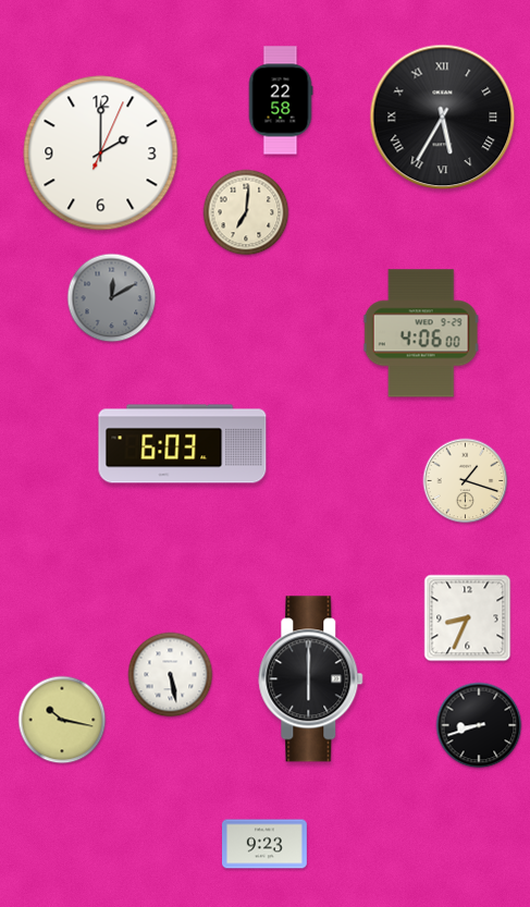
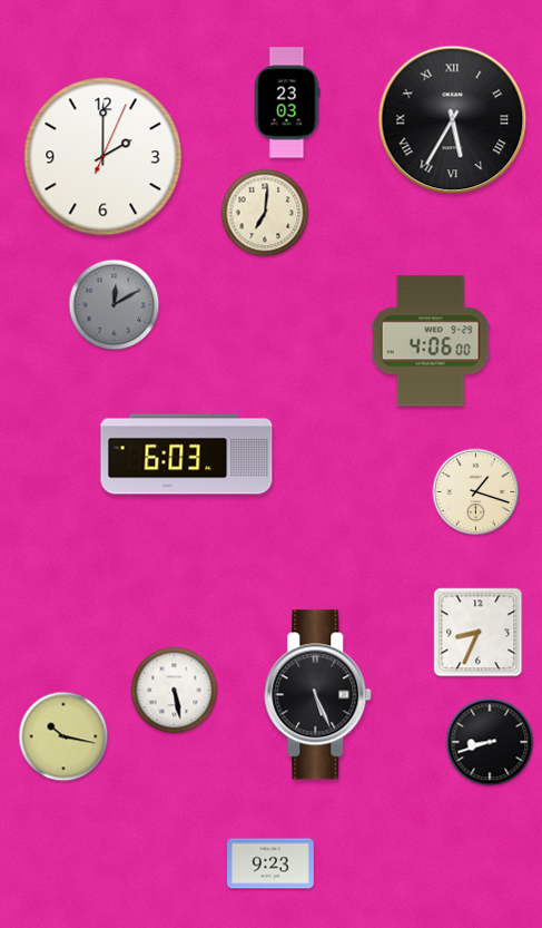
clock at (281, 100): 22:58 -> 23:03
clock at (246, 212) position: (246, 212) -> (265, 213)
clock at (311, 679): 6:00 -> 5:26
